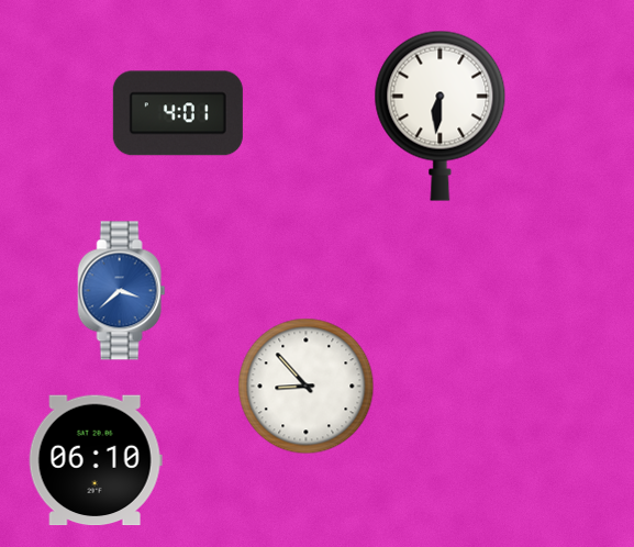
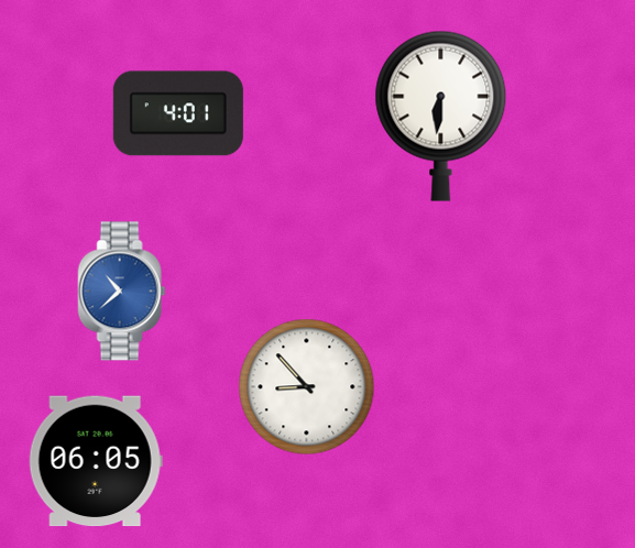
clock at (122, 291): 3:38 -> 10:38
clock at (96, 460): 06:10 -> 06:05
